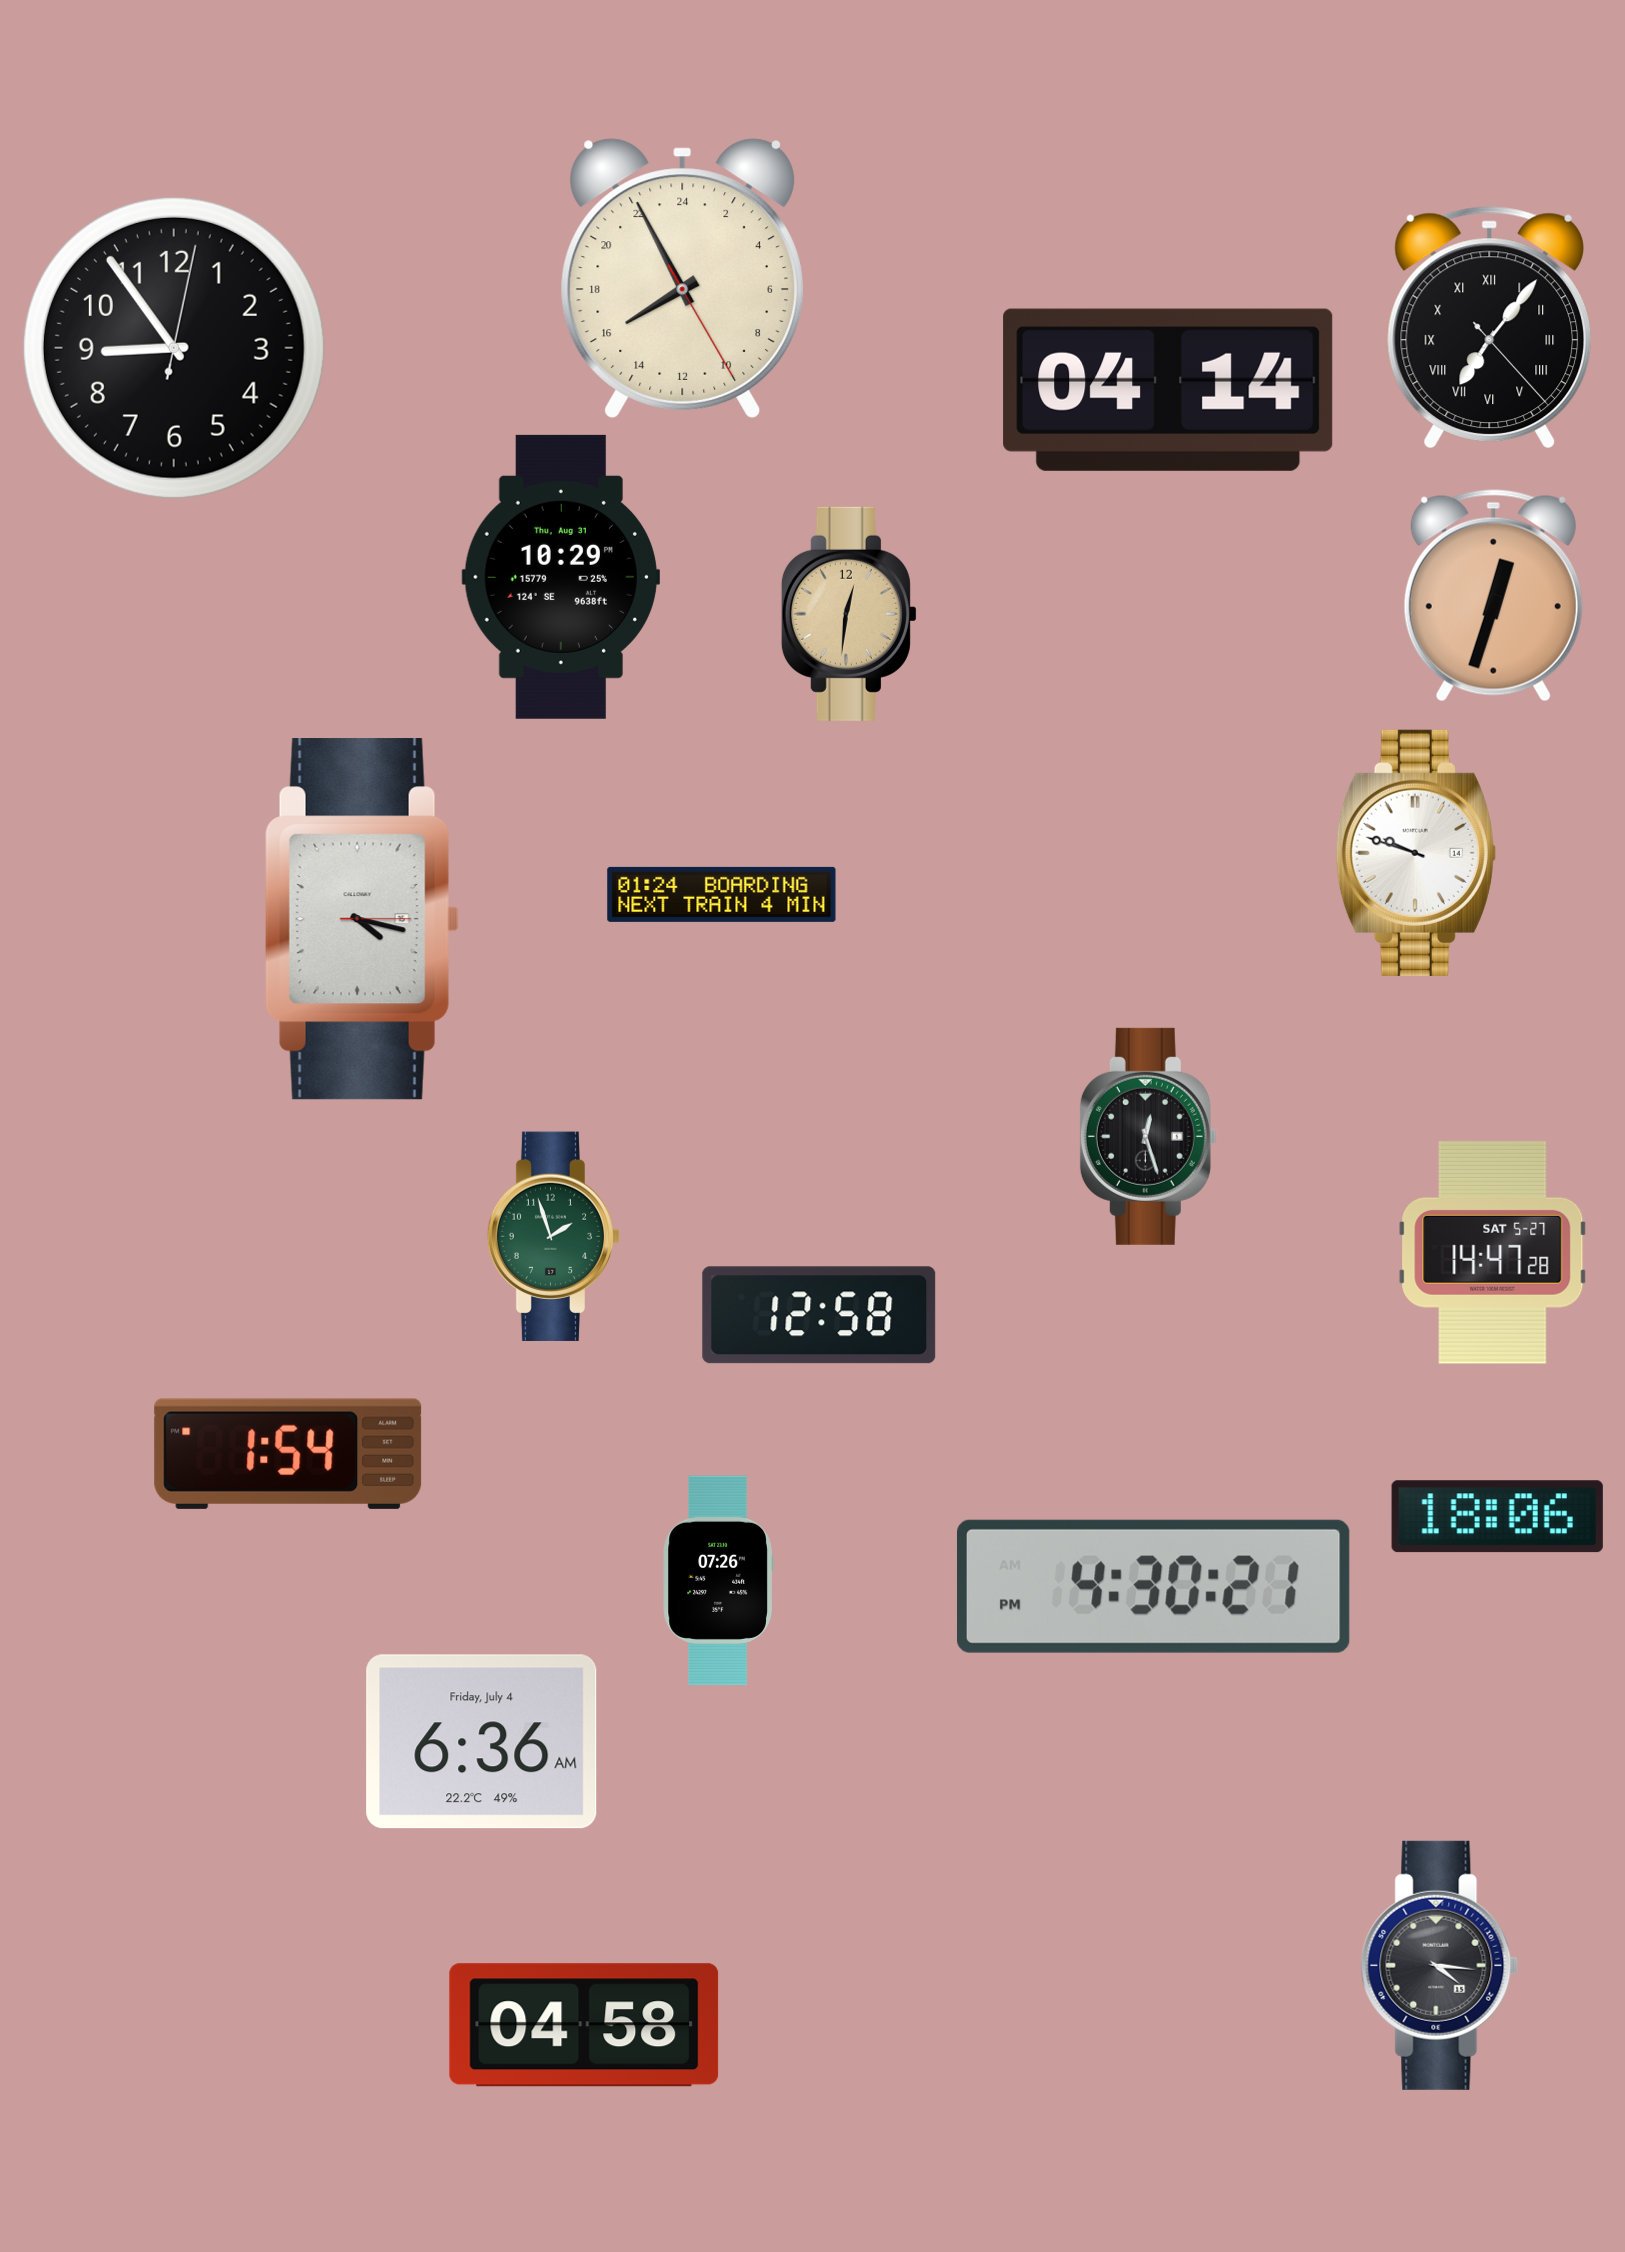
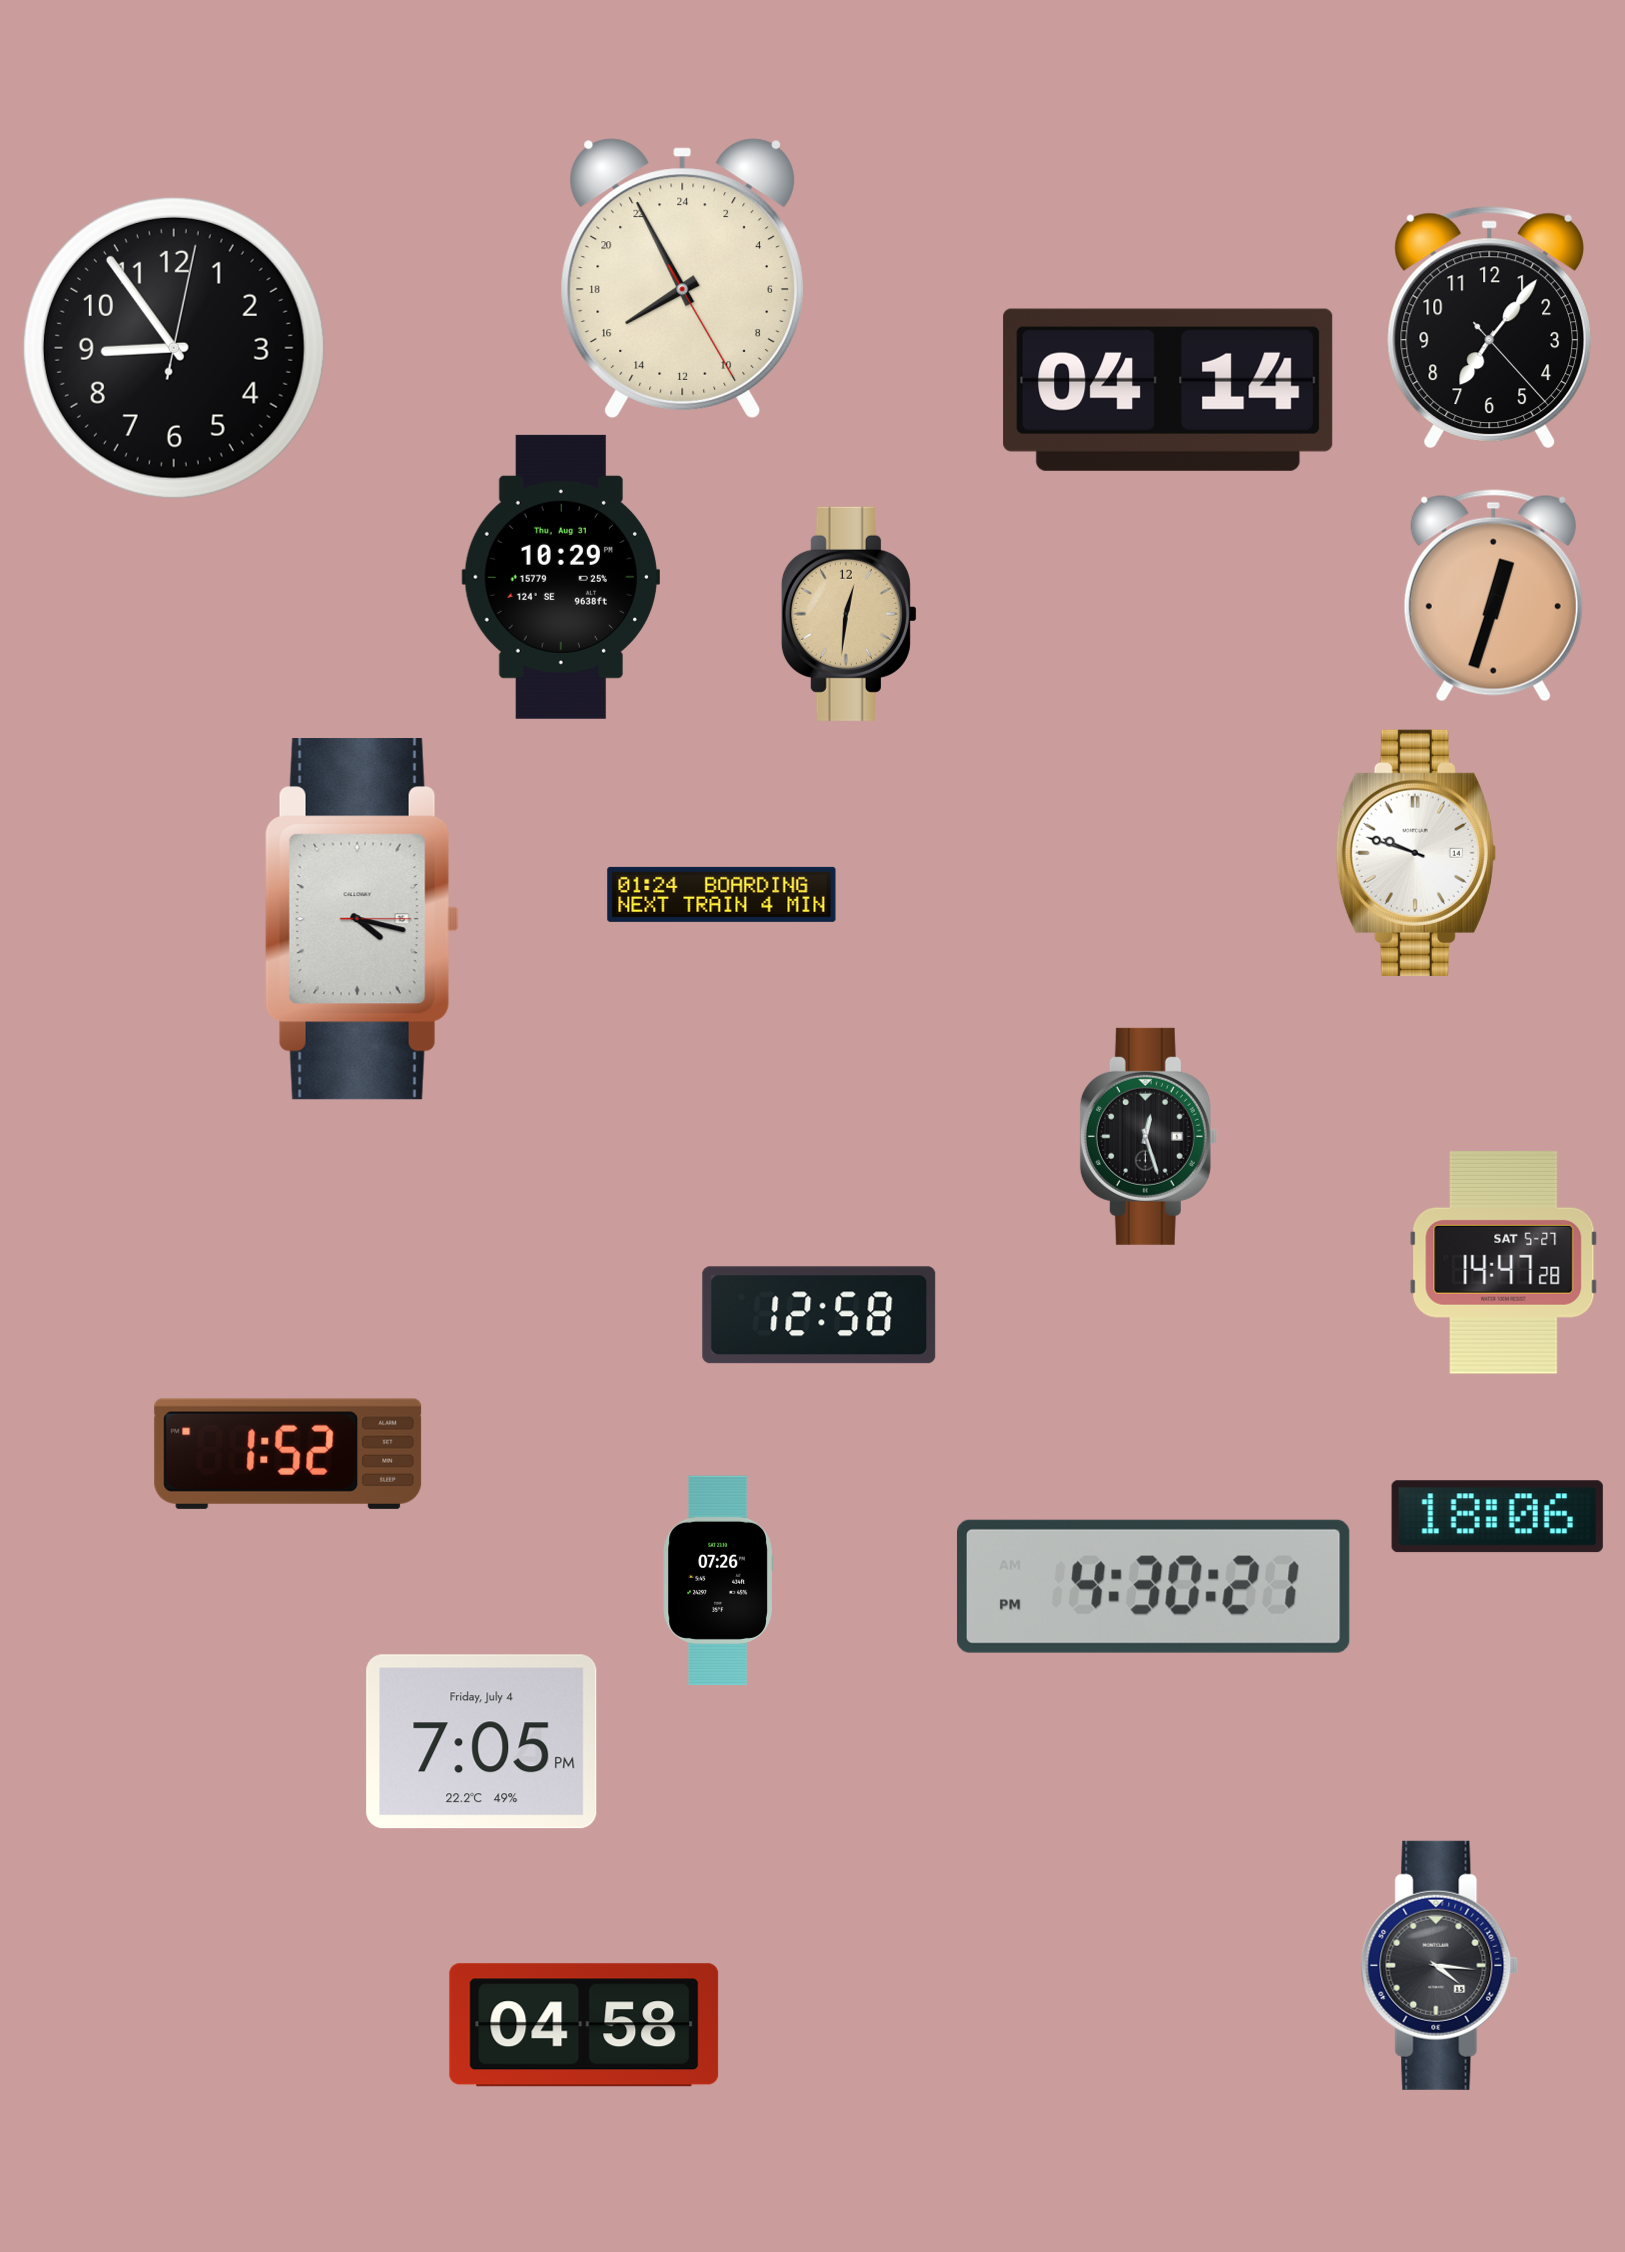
clock at (1490, 327) numerals: Roman -> Arabic
clock at (554, 1236): 1:57 -> none
clock at (1493, 1252) position: (1493, 1252) -> (1504, 1262)
clock at (288, 1454): 1:54 -> 1:52
clock at (482, 1742): 6:36 -> 7:05
